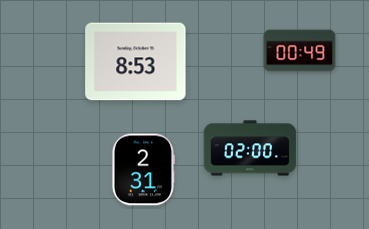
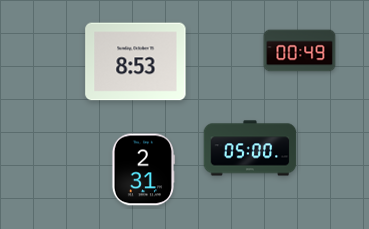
clock at (250, 148): 02:00 -> 05:00
